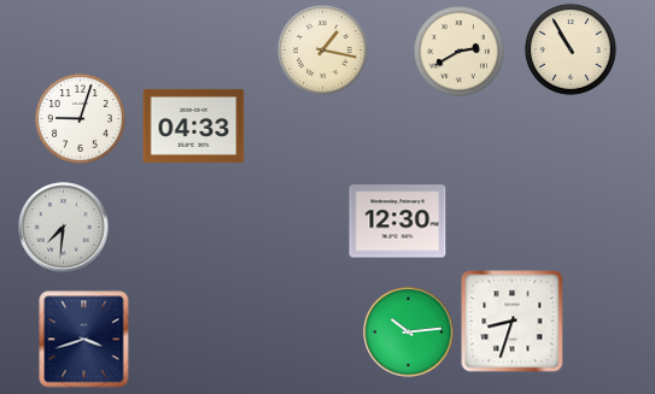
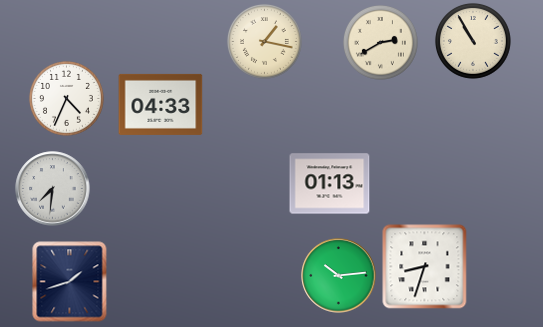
clock at (322, 49) position: (322, 49) -> (264, 41)
clock at (80, 118): 9:03 -> 4:34
clock at (398, 222): 12:30 -> 01:13
clock at (84, 340): 3:42 -> 1:42
